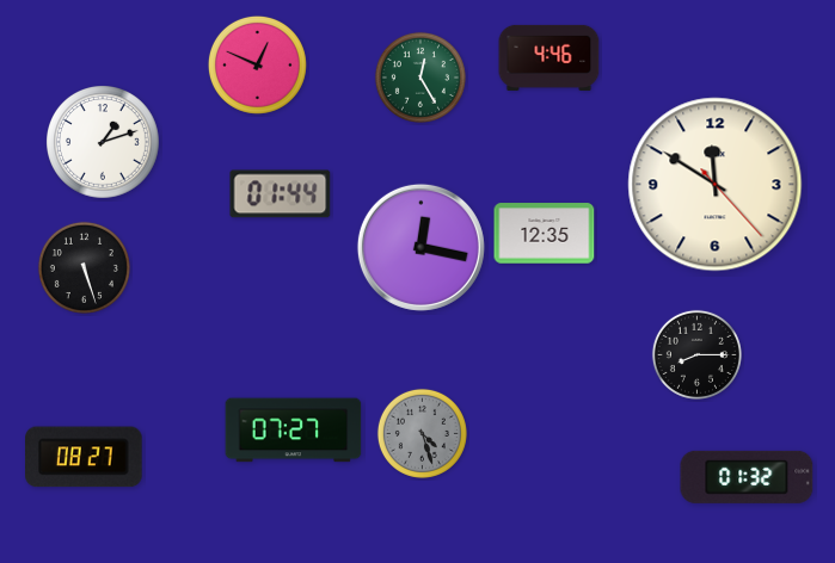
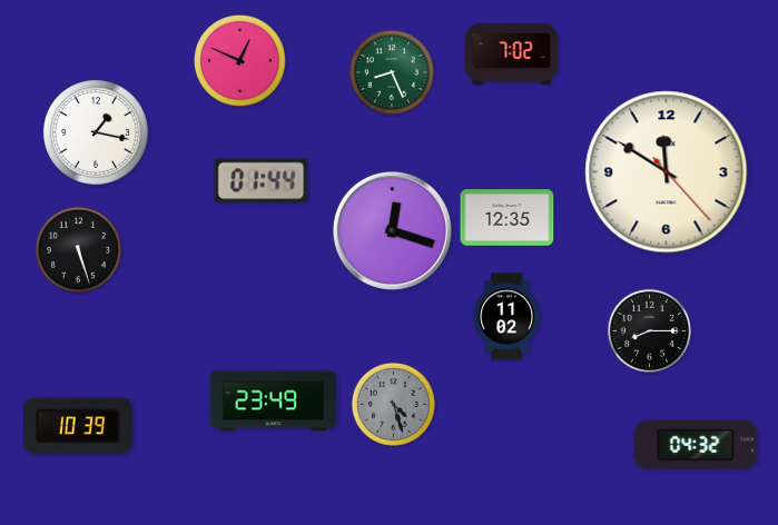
clock at (549, 57): 4:46 -> 7:02
clock at (420, 78): 12:25 -> 8:26
clock at (104, 143): 1:12 -> 1:17
clock at (420, 247): 12:17 -> 12:18
clock at (508, 317): none -> 11:02
clock at (294, 431): 07:27 -> 23:49
clock at (85, 457): 08:27 -> 10:39
clock at (747, 477): 01:32 -> 04:32
